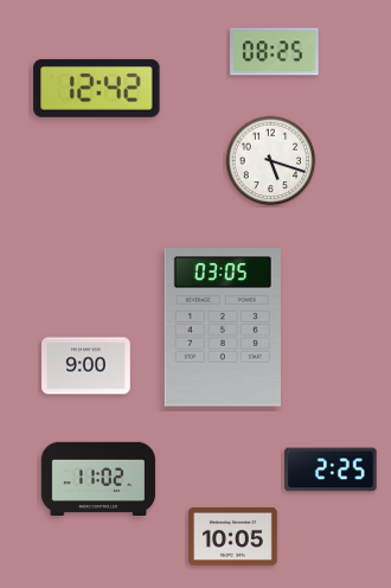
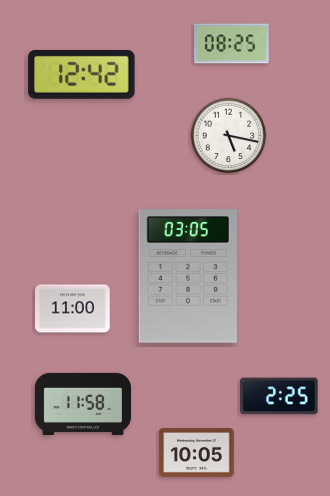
clock at (271, 161): 5:18 -> 5:17
clock at (86, 366): 9:00 -> 11:00
clock at (98, 478): 11:02 -> 11:58
